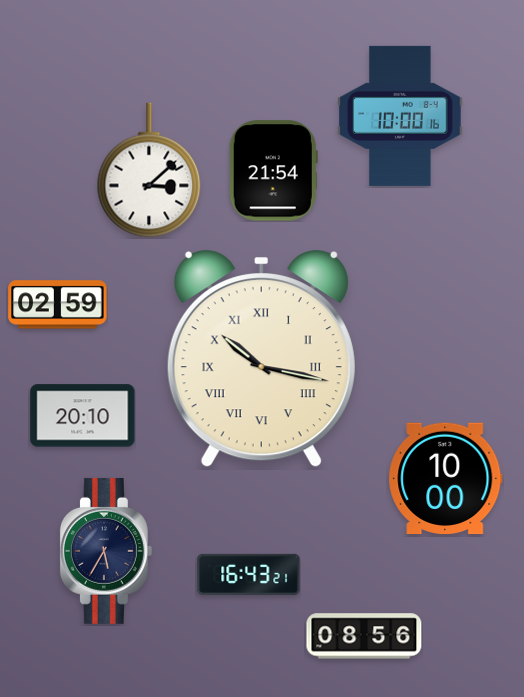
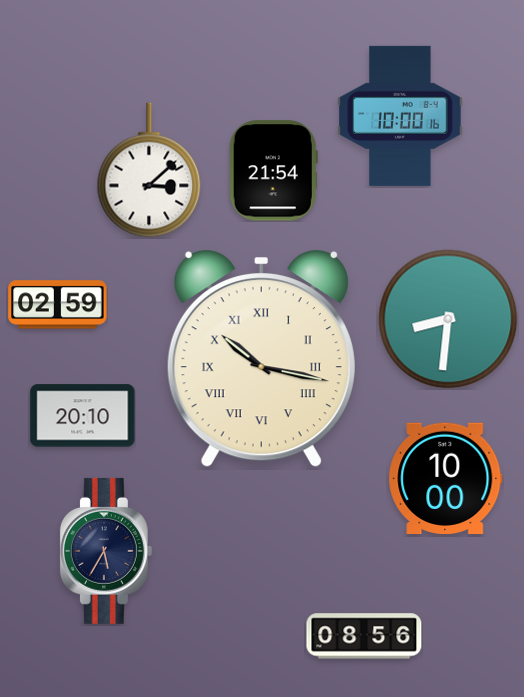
clock at (448, 319): none -> 8:31
clock at (249, 574): 16:43 -> none
